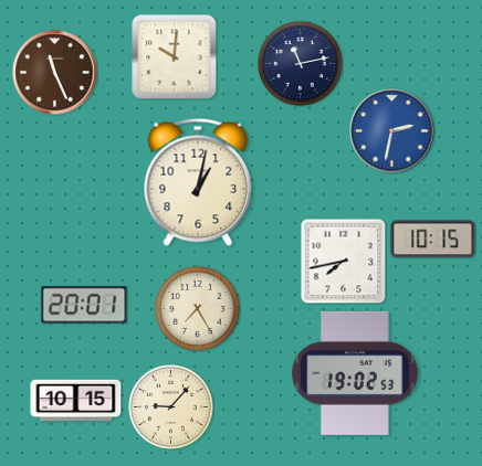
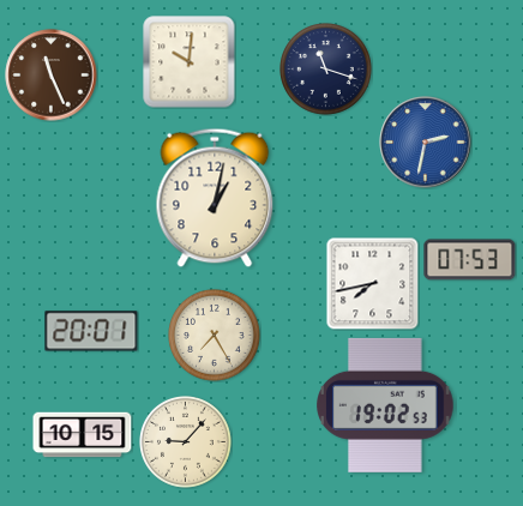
clock at (301, 64): 11:13 -> 11:18
clock at (55, 73) position: (55, 73) -> (52, 76)
clock at (433, 240): 10:15 -> 07:53
